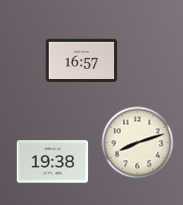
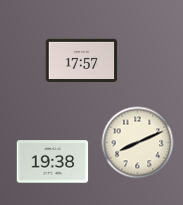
clock at (82, 60): 16:57 -> 17:57
clock at (138, 143): 8:12 -> 8:11
